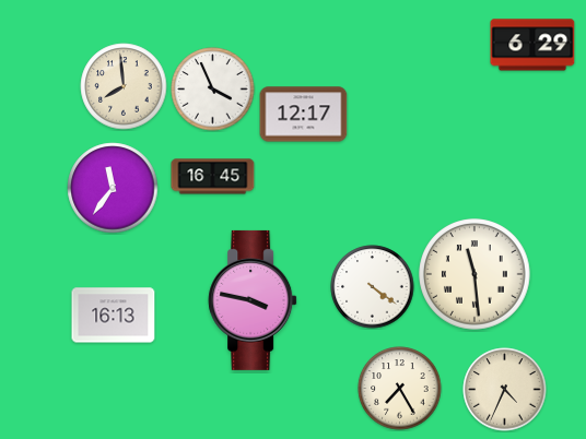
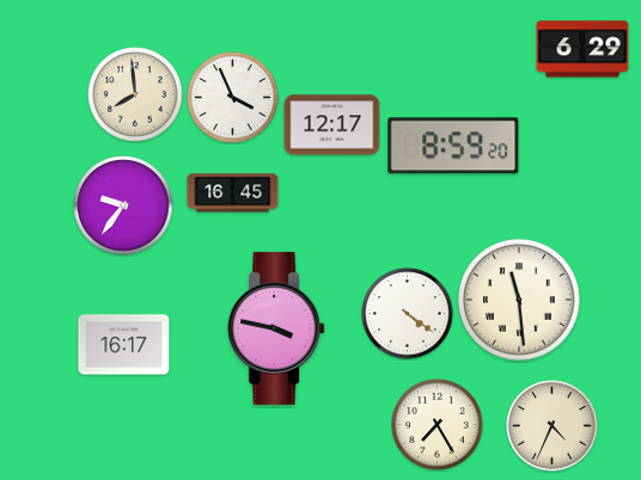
clock at (453, 146): none -> 8:59
clock at (113, 188): 11:36 -> 9:36
clock at (114, 316): 16:13 -> 16:17
